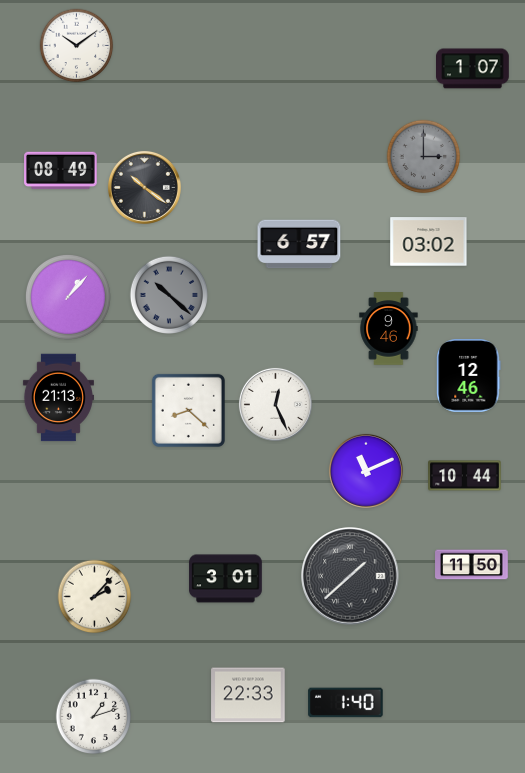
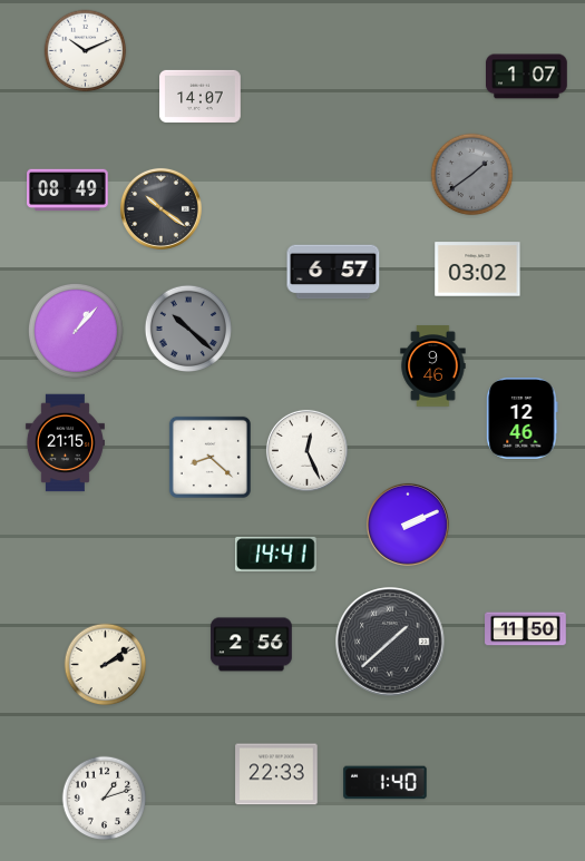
clock at (77, 46): 10:09 -> 10:11
clock at (201, 96): none -> 14:07
clock at (424, 157): 3:00 -> 1:39
clock at (58, 398): 21:13 -> 21:15
clock at (366, 471): 11:11 -> 2:11
clock at (465, 476): 10:44 -> none
clock at (275, 554): none -> 14:41
clock at (226, 579): 3:01 -> 2:56
clock at (95, 597): 2:07 -> 2:09
